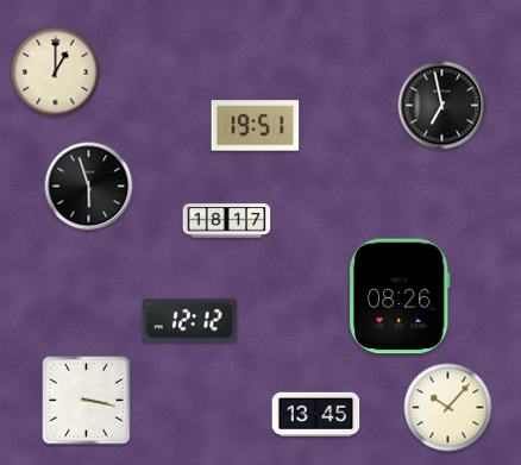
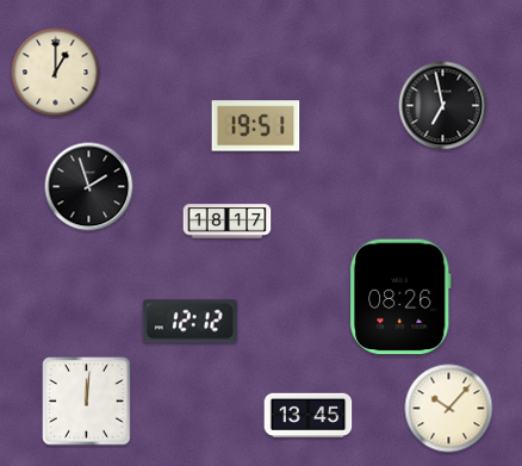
clock at (89, 187): 5:57 -> 1:57
clock at (87, 401): 3:17 -> 12:01
clock at (316, 414) position: (316, 414) -> (309, 415)
